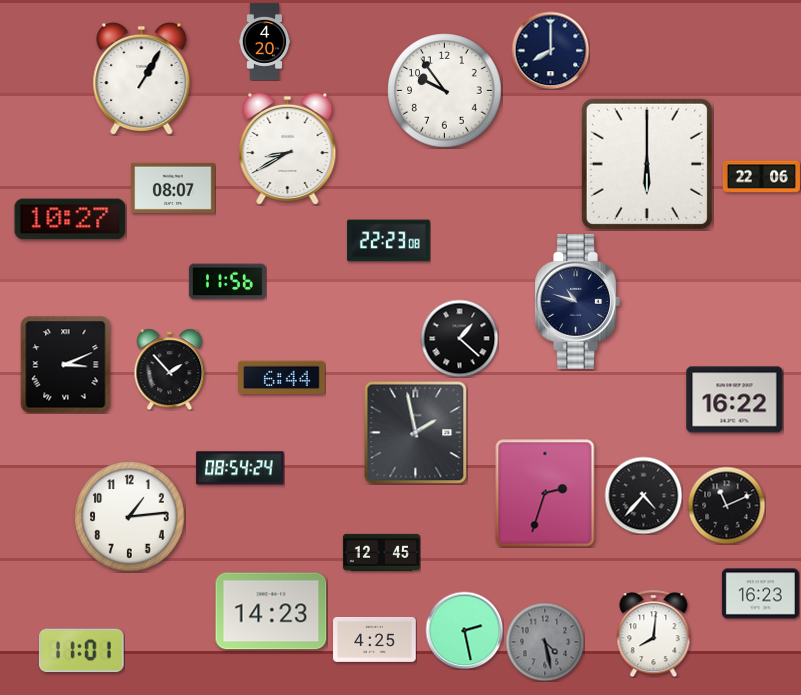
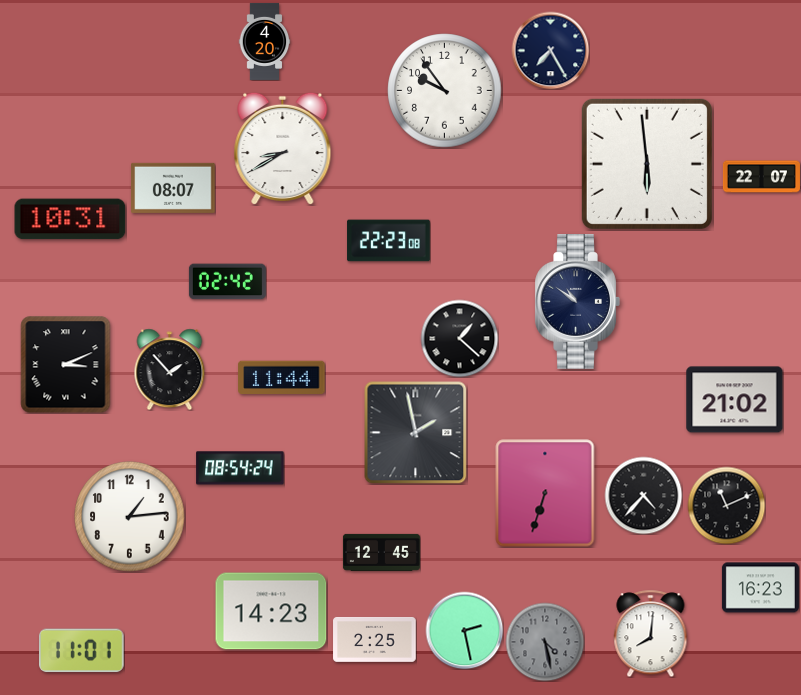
clock at (550, 50): 8:00 -> 7:25
clock at (142, 78): 1:05 -> none
clock at (288, 148) position: (288, 148) -> (283, 148)
clock at (647, 164): 6:00 -> 5:59
clock at (761, 177): 22:06 -> 22:07
clock at (70, 219): 10:27 -> 10:31
clock at (227, 282): 11:56 -> 02:42
clock at (577, 302): 10:48 -> 10:51
clock at (282, 378): 6:44 -> 11:44
clock at (735, 400): 16:22 -> 21:02
clock at (545, 493): 2:33 -> 6:33
clock at (760, 594) position: (760, 594) -> (760, 588)
clock at (654, 633) position: (654, 633) -> (651, 633)
clock at (375, 639): 4:25 -> 2:25
